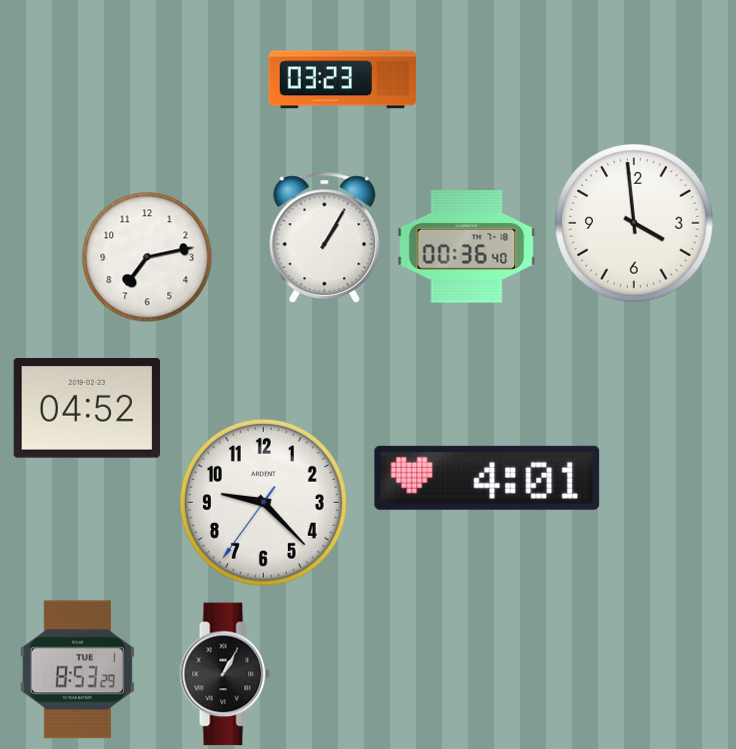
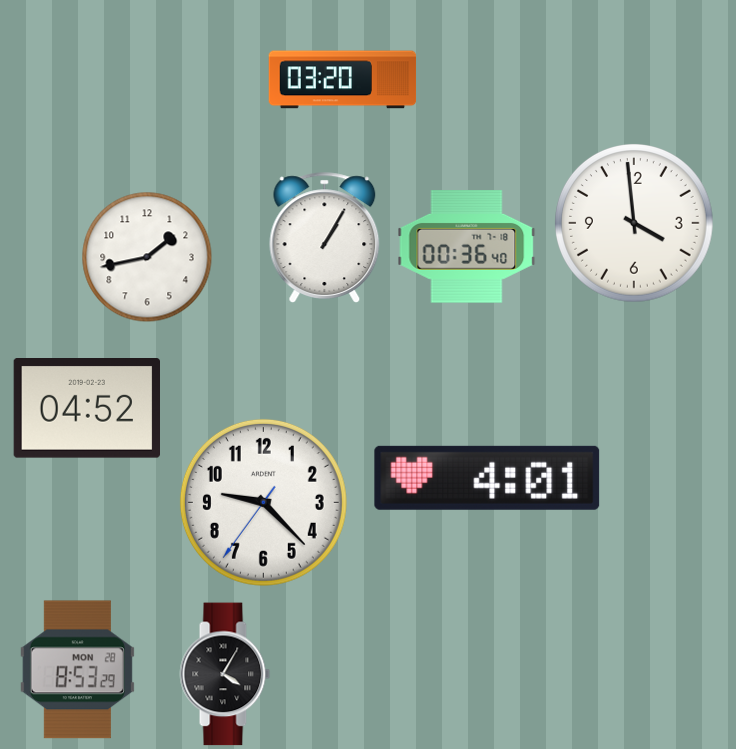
clock at (343, 80): 03:23 -> 03:20
clock at (147, 257): 7:13 -> 1:43
clock at (77, 670) date: TUE 1 -> MON 28
clock at (225, 674): 1:05 -> 4:05
